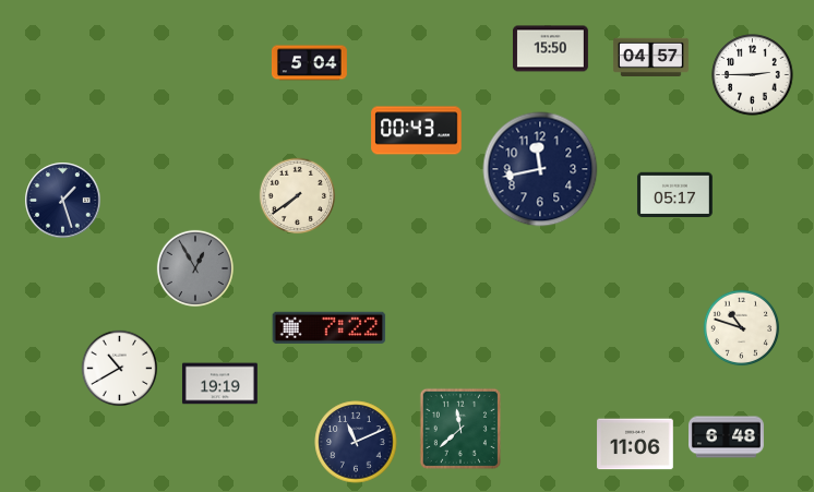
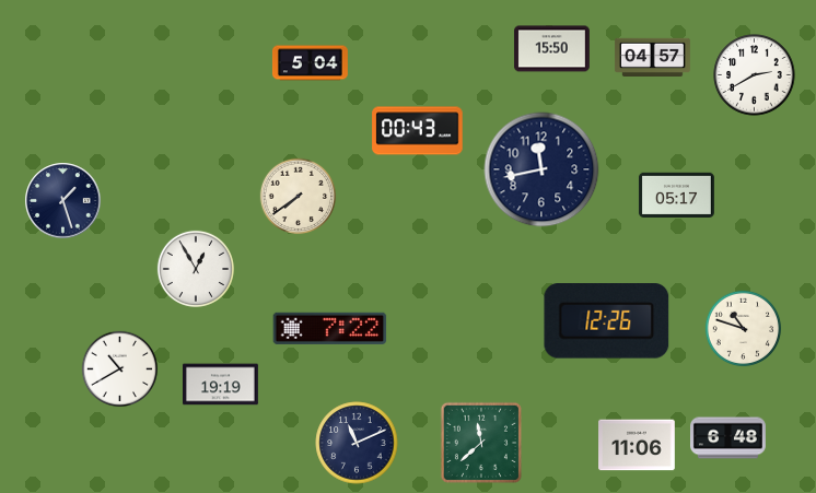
clock at (753, 75): 2:45 -> 2:40
clock at (195, 268) dial: grey -> white
clock at (607, 321): none -> 12:26
clock at (460, 429) position: (460, 429) -> (481, 443)
